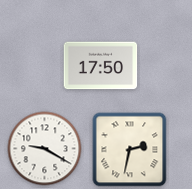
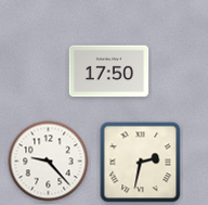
clock at (45, 149): 9:20 -> 9:23
